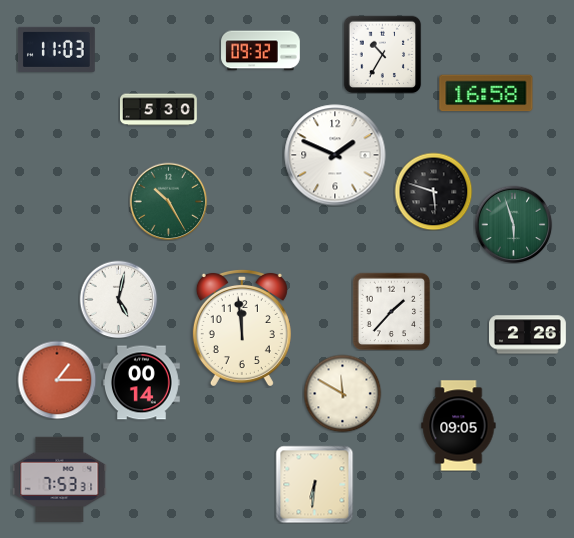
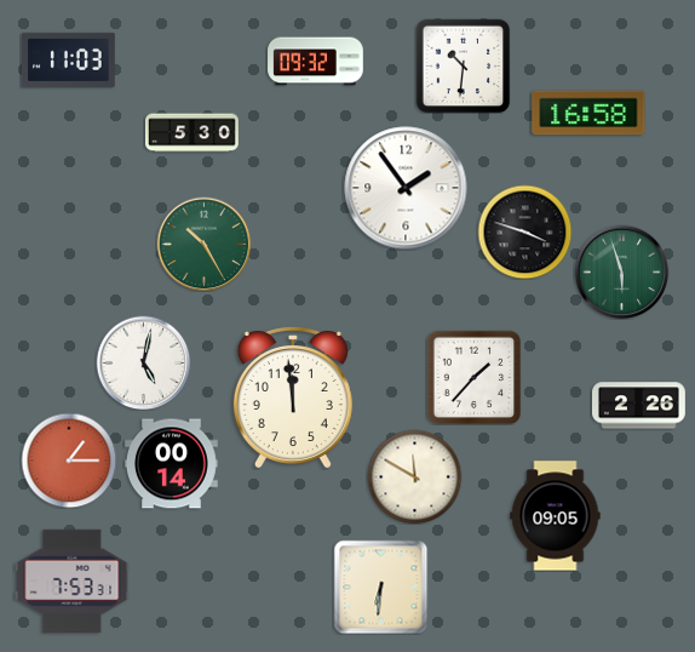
clock at (382, 54): 10:35 -> 10:31
clock at (335, 155): 1:49 -> 1:54
clock at (433, 191): 5:48 -> 3:48
